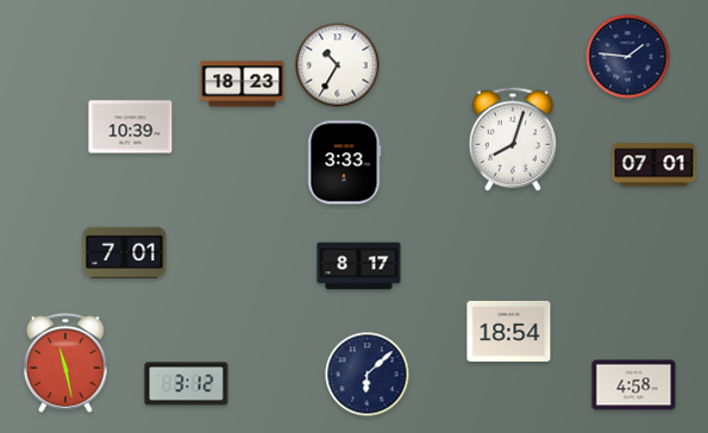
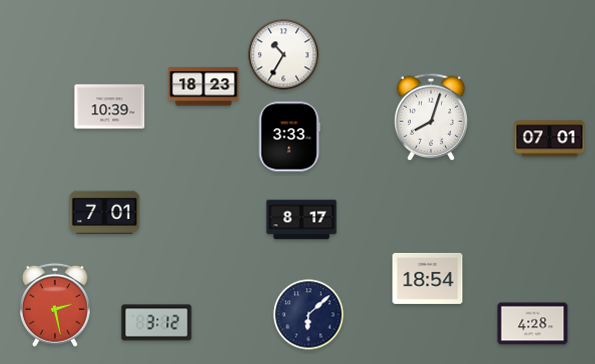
clock at (628, 57): 1:46 -> none
clock at (243, 84) position: (243, 84) -> (204, 87)
clock at (359, 266) position: (359, 266) -> (302, 220)
clock at (65, 363): 11:28 -> 2:28
clock at (634, 385): 4:58 -> 4:28
